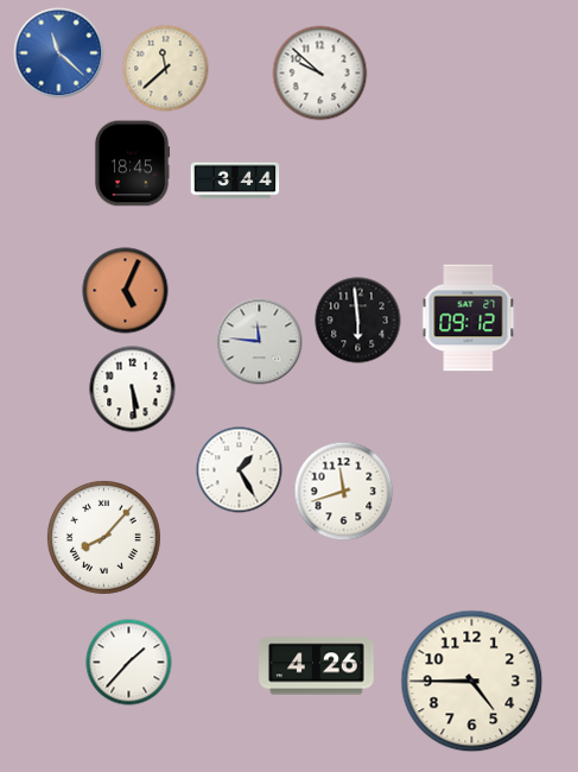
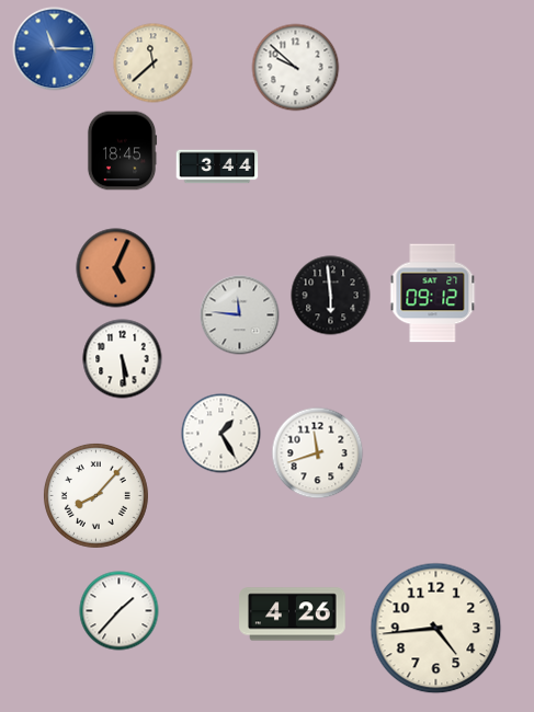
clock at (59, 53): 11:22 -> 11:15
clock at (472, 682): 4:45 -> 4:44
